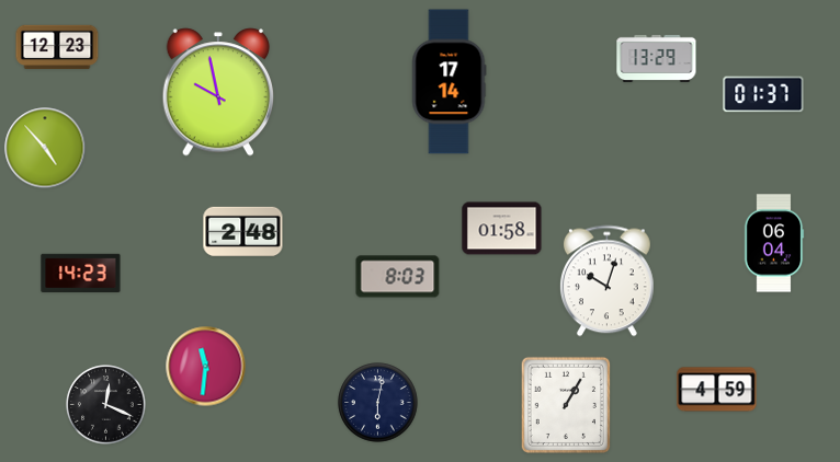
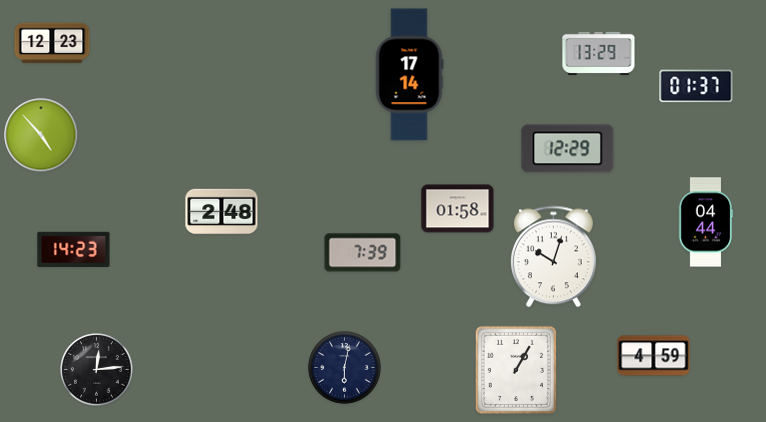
clock at (217, 92): 9:58 -> none
clock at (568, 149): none -> 12:29
clock at (774, 243): 06:04 -> 04:44
clock at (398, 277): 8:03 -> 7:39
clock at (206, 367): 11:31 -> none
clock at (106, 405): 12:19 -> 12:14
